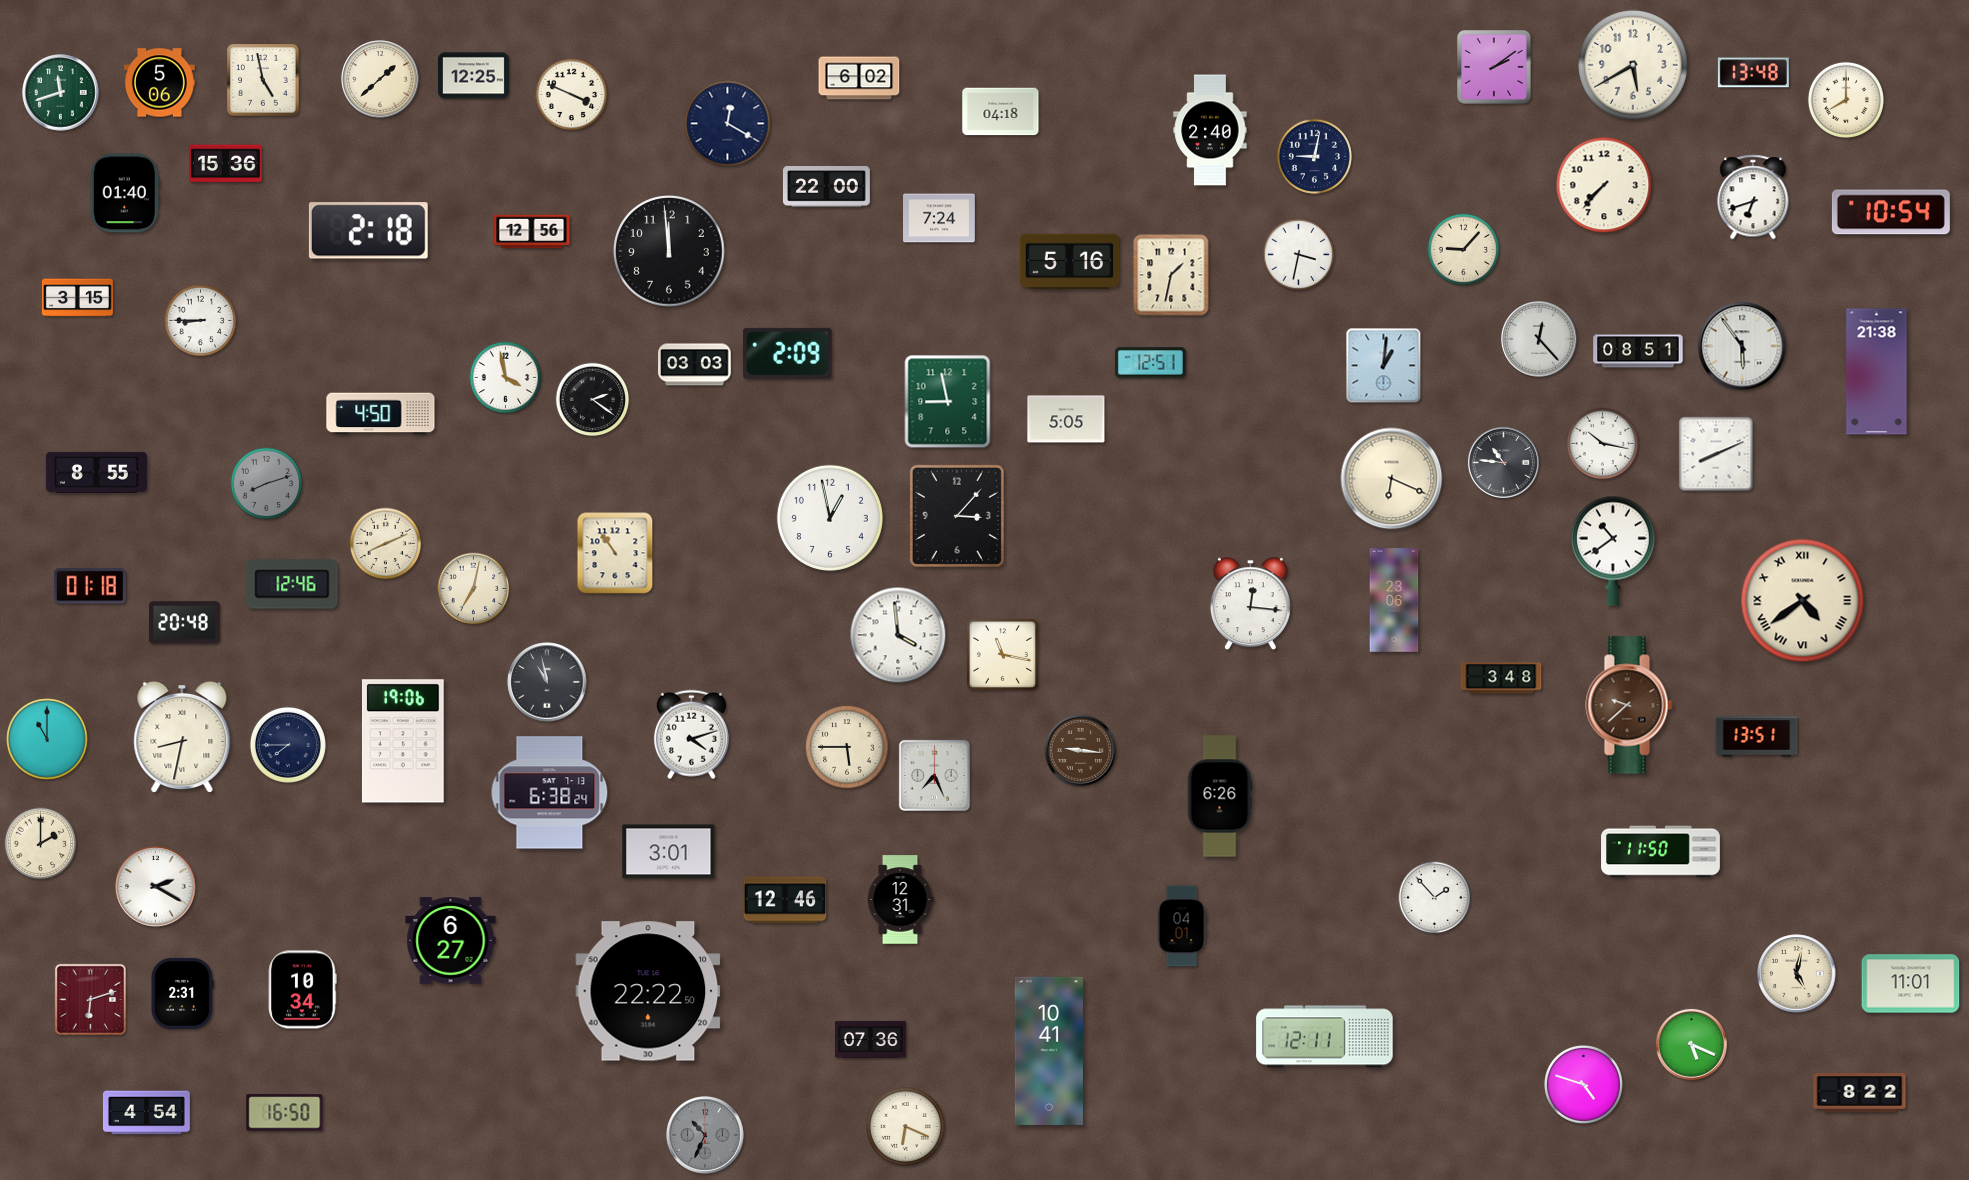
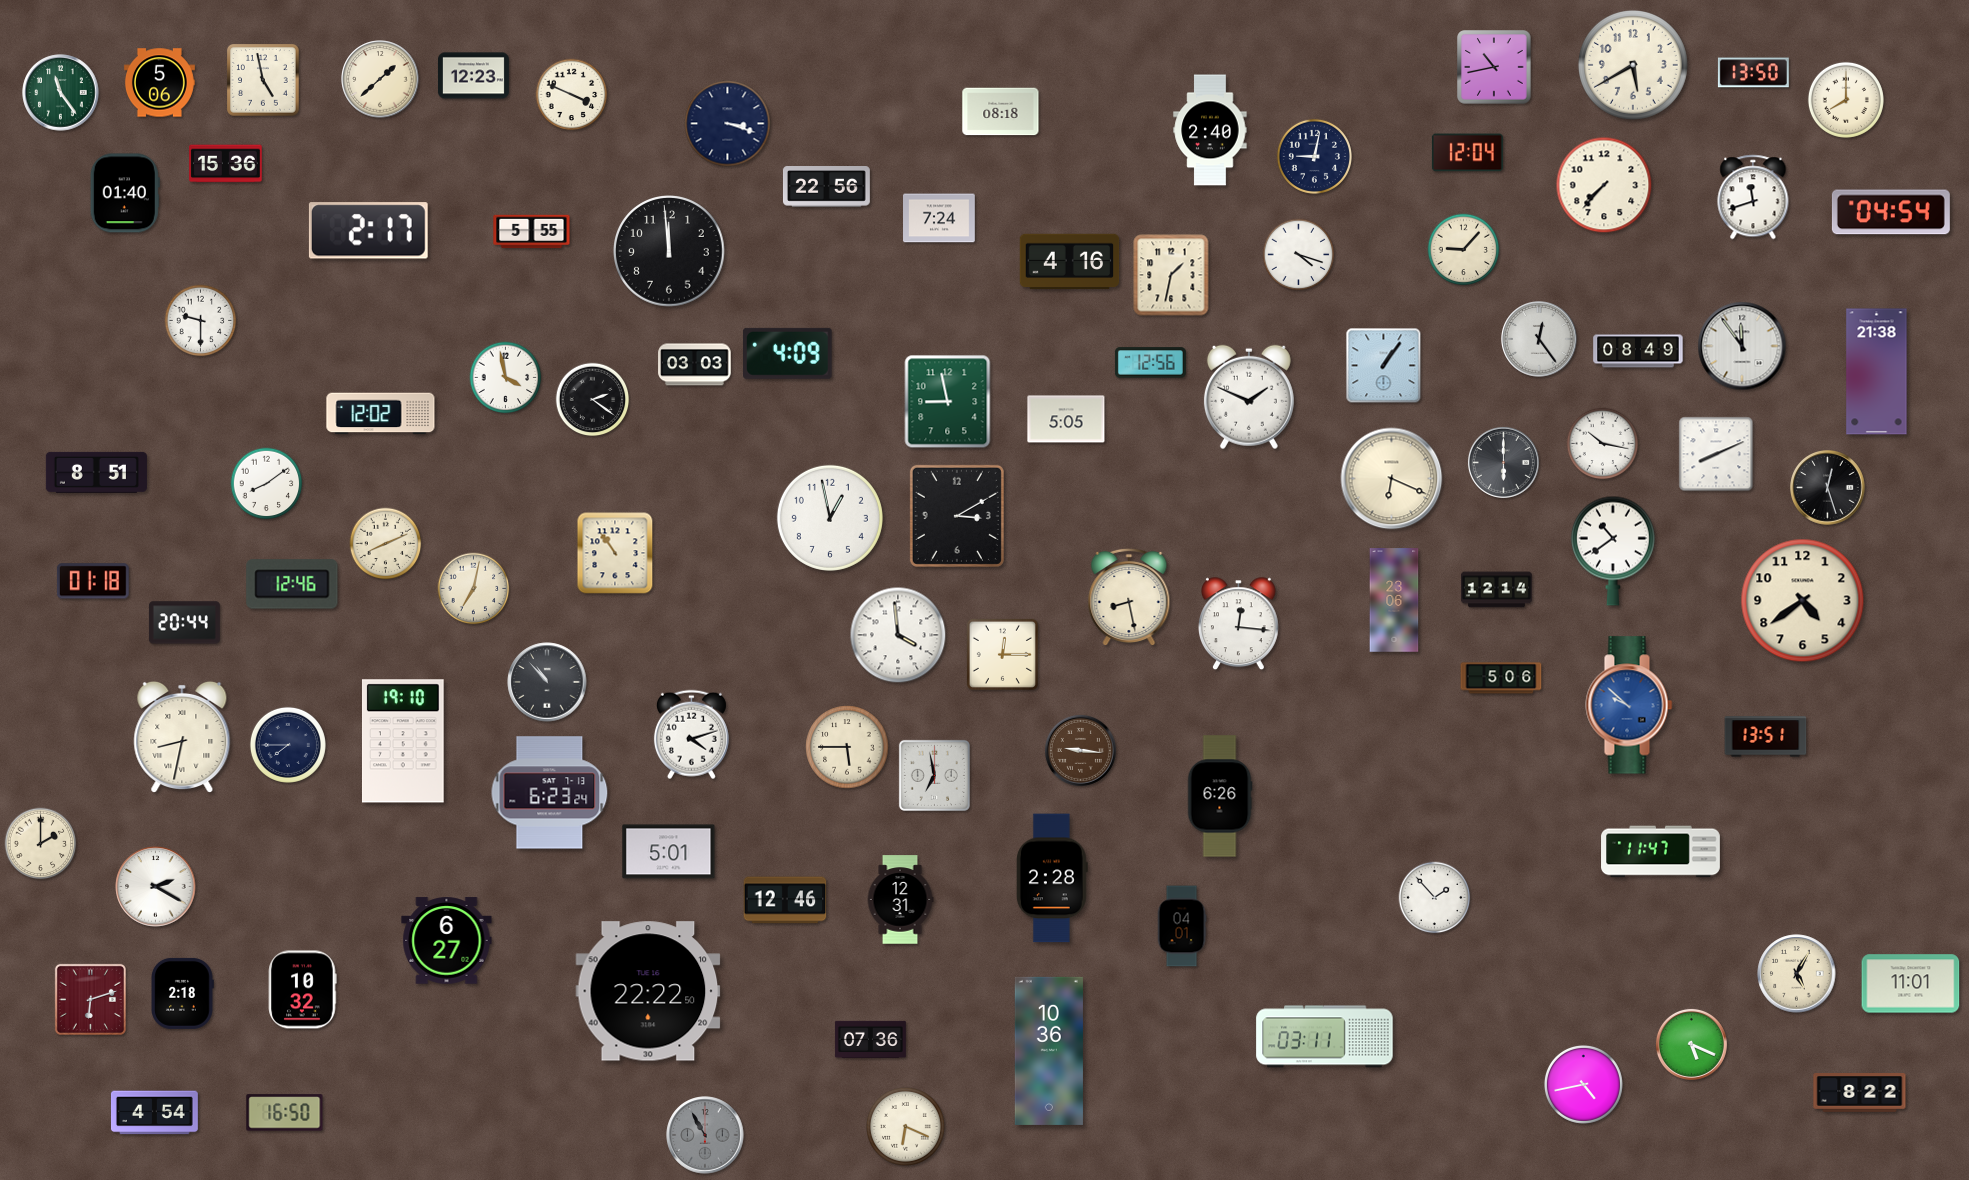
clock at (1494, 67): 2:09 -> 10:43
clock at (1753, 73): 13:48 -> 13:50
clock at (473, 76): 12:25 -> 12:23
clock at (859, 78): 6:02 -> none
clock at (61, 93): 11:42 -> 11:24
clock at (1001, 112): 04:18 -> 08:18
clock at (728, 124): 12:20 -> 3:18
clock at (1467, 153): none -> 12:04
clock at (826, 187): 22:00 -> 22:56
clock at (1753, 197): 6:42 -> 11:42
clock at (1891, 212): 10:54 -> 04:54
clock at (368, 231): 2:18 -> 2:17
clock at (532, 232): 12:56 -> 5:55
clock at (1299, 255): 3:32 -> 4:18
clock at (1070, 262): 5:16 -> 4:16
clock at (77, 298): 3:15 -> none
clock at (201, 321): 8:45 -> 9:30
clock at (1539, 339): 12:23 -> 12:24
clock at (1742, 346): 5:54 -> 11:54
clock at (1638, 351): 08:51 -> 08:49
clock at (788, 353): 2:09 -> 4:09
clock at (1150, 363): 12:51 -> 12:56
clock at (1384, 366): 1:01 -> 1:06
clock at (1249, 397): none -> 1:49
clock at (381, 414): 4:50 -> 12:02
clock at (1503, 462): 10:46 -> 6:00
clock at (96, 472): 8:55 -> 8:51
clock at (267, 484): 8:12 -> 8:09
clock at (267, 484) dial: grey -> white
clock at (1828, 488): none -> 12:27
clock at (957, 516): 3:07 -> 3:10
clock at (90, 586) position: (90, 586) -> (93, 581)
clock at (1496, 590): none -> 12:14
clock at (1129, 596): none -> 8:28
clock at (1803, 601) numerals: Roman -> Arabic
clock at (1250, 604) position: (1250, 604) -> (1238, 624)
clock at (184, 623): 20:48 -> 20:44
clock at (1002, 654): 11:17 -> 12:15
clock at (1501, 678): 3:48 -> 5:06
clock at (547, 682): 10:58 -> 10:53
clock at (1629, 705): 9:38 -> 9:52
clock at (1629, 705) dial: brown -> blue
clock at (1757, 737) position: (1757, 737) -> (1766, 737)
clock at (47, 739): 11:00 -> none
clock at (403, 741): 19:06 -> 19:10
clock at (934, 775): 7:26 -> 6:58
clock at (550, 793): 6:38 -> 6:23
clock at (669, 852): 3:01 -> 5:01
clock at (1661, 852): 11:50 -> 11:47
clock at (1052, 878): none -> 2:28
clock at (451, 941) position: (451, 941) -> (447, 941)
clock at (1797, 974): 5:02 -> 5:05
clock at (302, 990): 10:34 -> 10:32
clock at (183, 993): 2:31 -> 2:18
clock at (1325, 1037): 12:11 -> 03:11
clock at (1049, 1051): 10:41 -> 10:36
clock at (1583, 1084): 4:48 -> 4:43
clock at (146, 1113) position: (146, 1113) -> (154, 1113)
clock at (705, 1135): 10:34 -> 10:55
